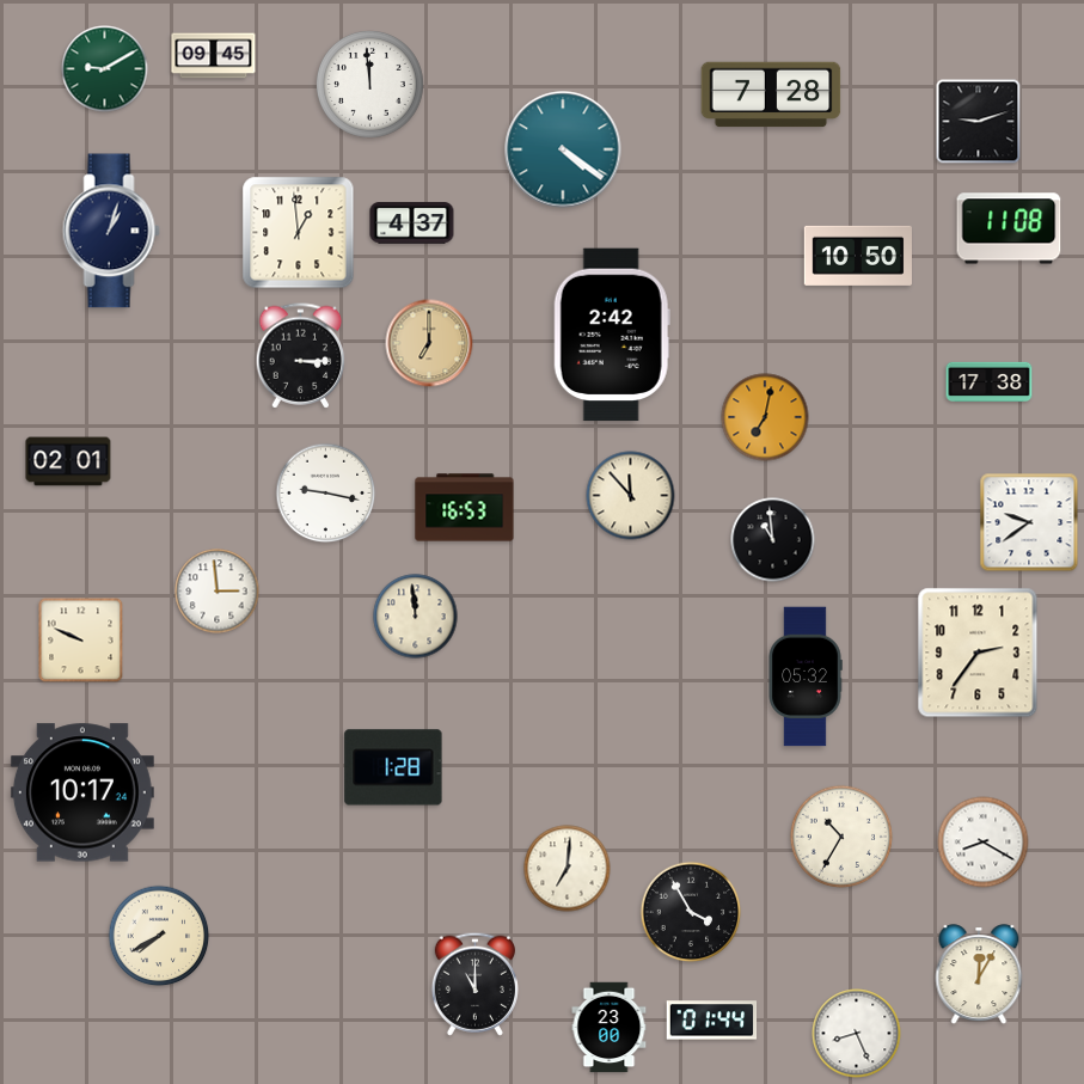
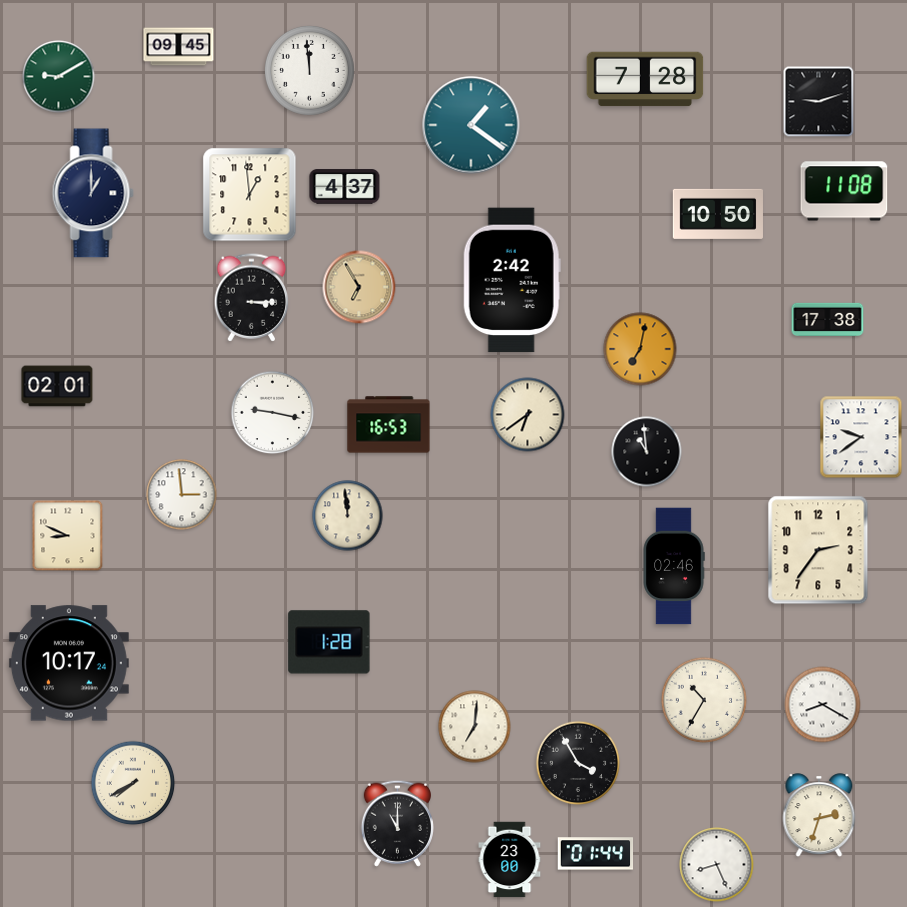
clock at (105, 69) position: (105, 69) -> (59, 77)
clock at (563, 149): 4:21 -> 1:21
clock at (111, 231): 1:03 -> 1:00
clock at (429, 343): 7:00 -> 6:55
clock at (631, 496): 11:53 -> 6:39
clock at (81, 641): 9:49 -> 8:49
clock at (978, 653) position: (978, 653) -> (818, 550)
clock at (806, 676): 05:32 -> 02:46
clock at (979, 975): 12:05 -> 2:33
